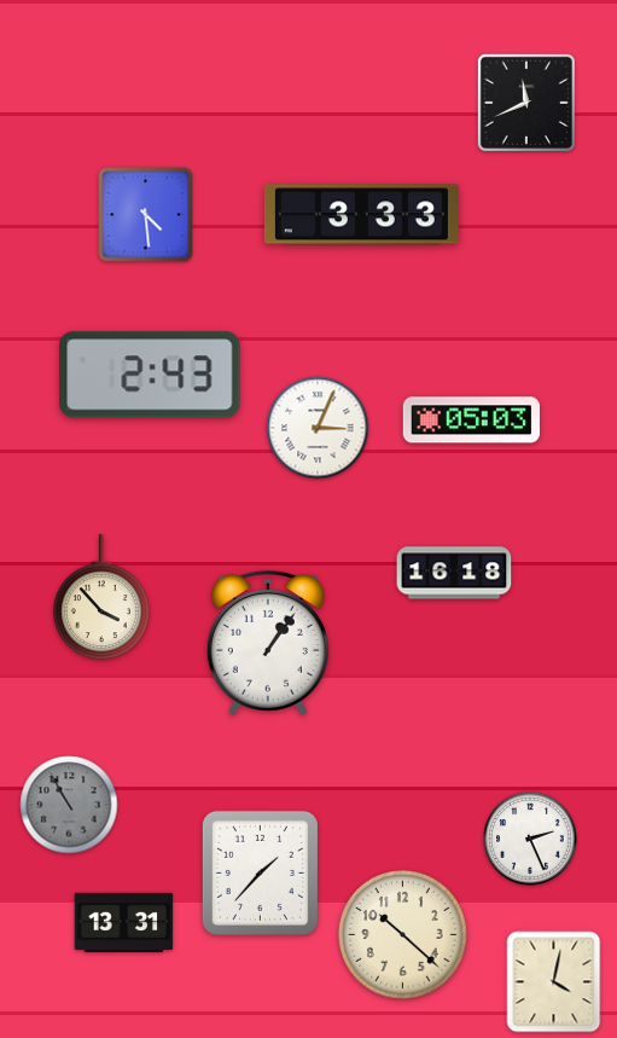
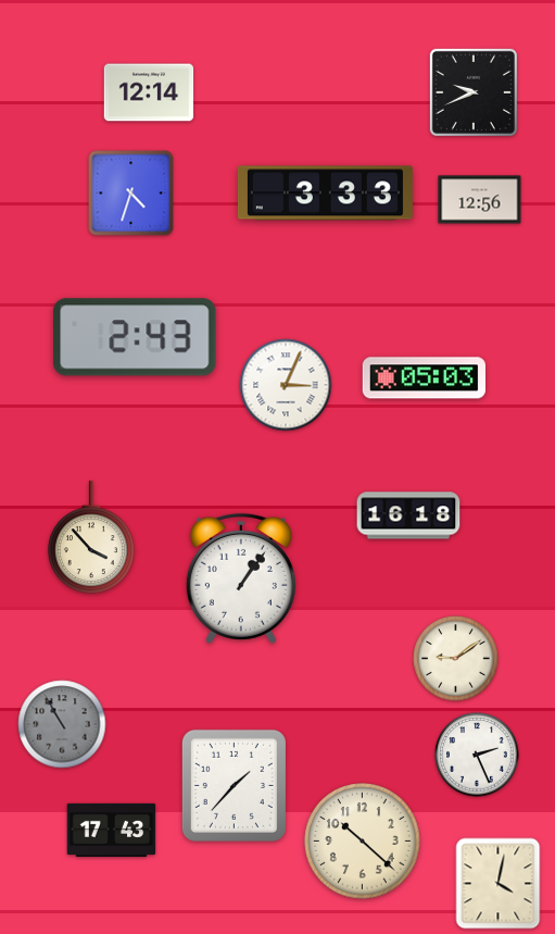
clock at (149, 92): none -> 12:14
clock at (526, 103): 11:41 -> 9:41
clock at (146, 215): 4:29 -> 4:33
clock at (480, 200): none -> 12:56
clock at (456, 659): none -> 9:09
clock at (124, 922): 13:31 -> 17:43
